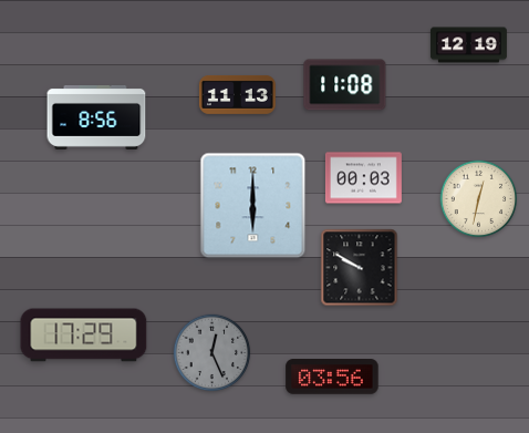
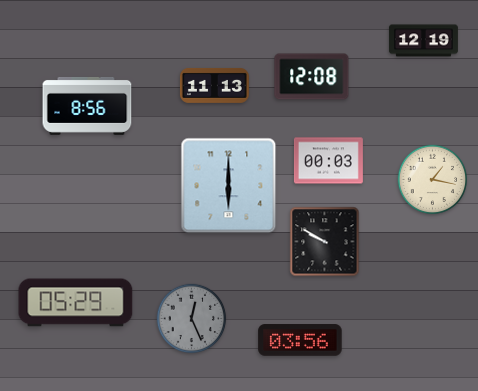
clock at (345, 85): 11:08 -> 12:08
clock at (479, 199): 12:32 -> 1:17
clock at (84, 336): 17:29 -> 05:29
